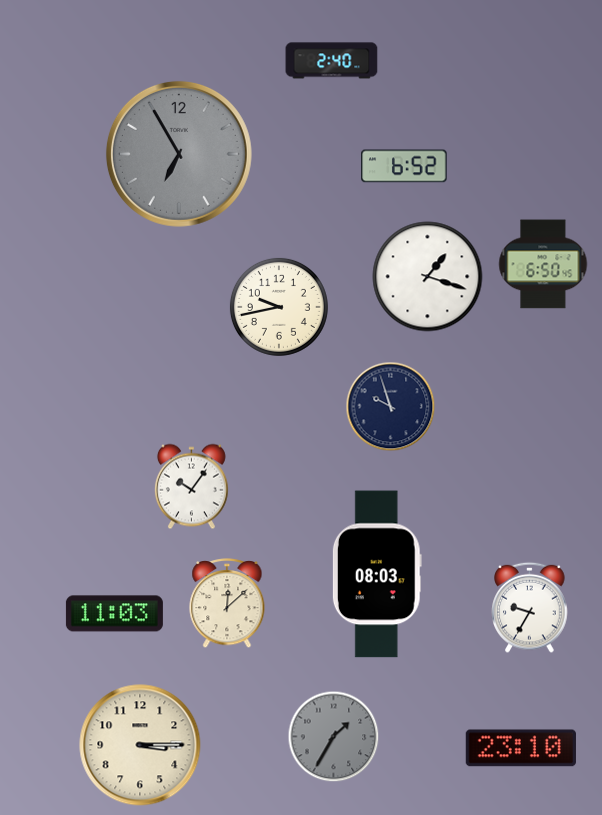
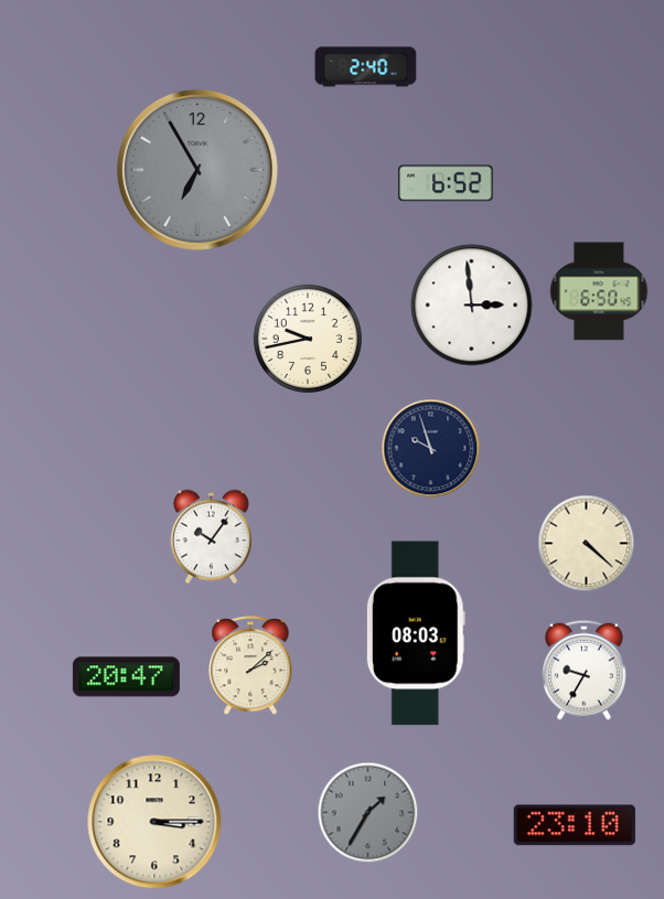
clock at (428, 277): 1:18 -> 2:59
clock at (587, 544): none -> 4:22
clock at (227, 604): 12:08 -> 2:08
clock at (114, 614): 11:03 -> 20:47
